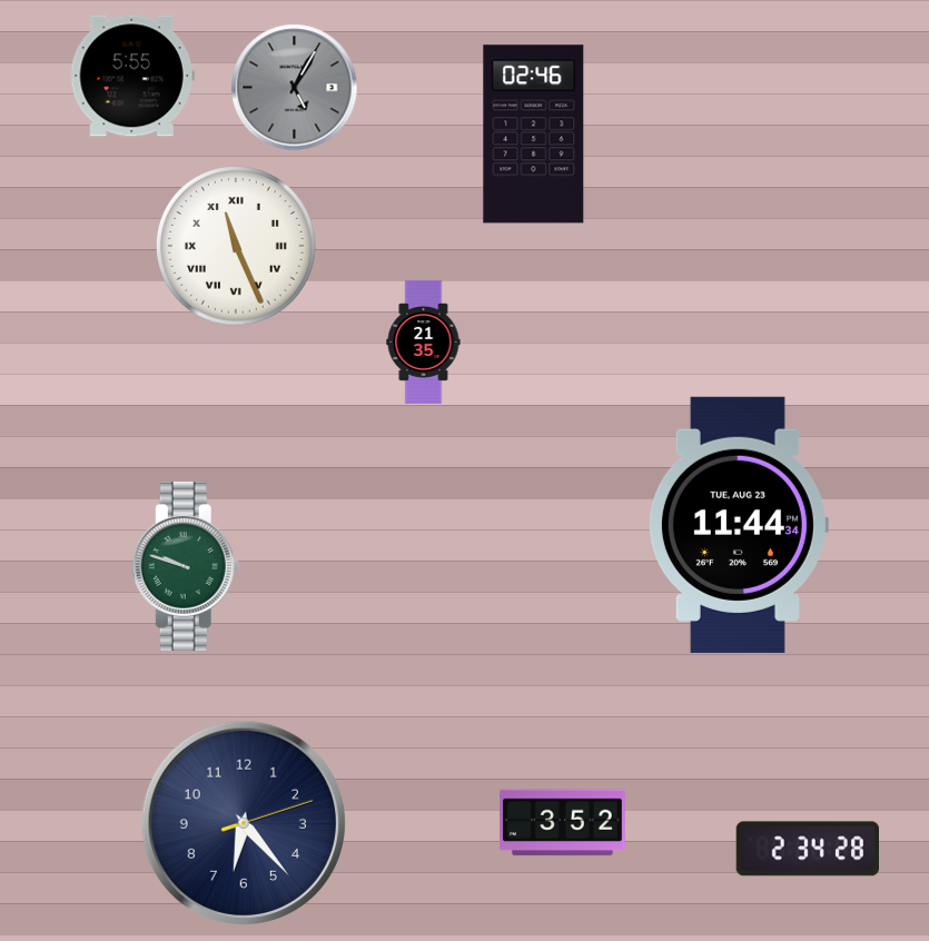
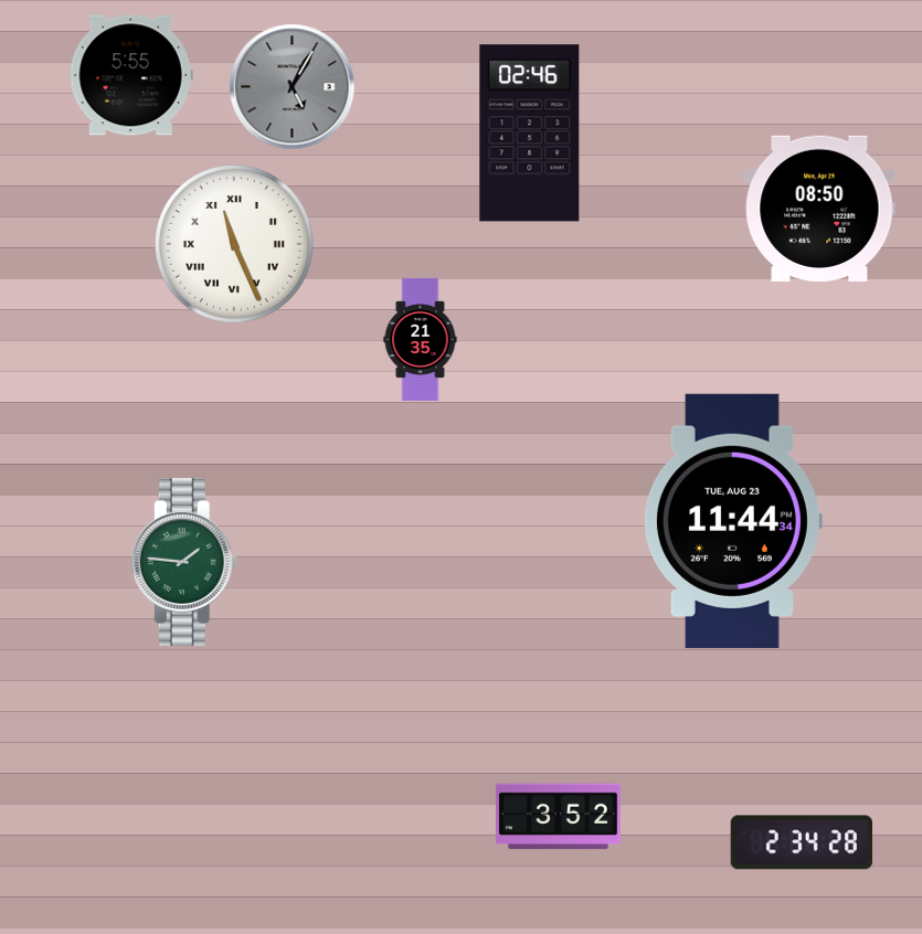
clock at (819, 209): none -> 08:50
clock at (186, 566): 9:48 -> 1:46
clock at (244, 823): 6:23 -> none
